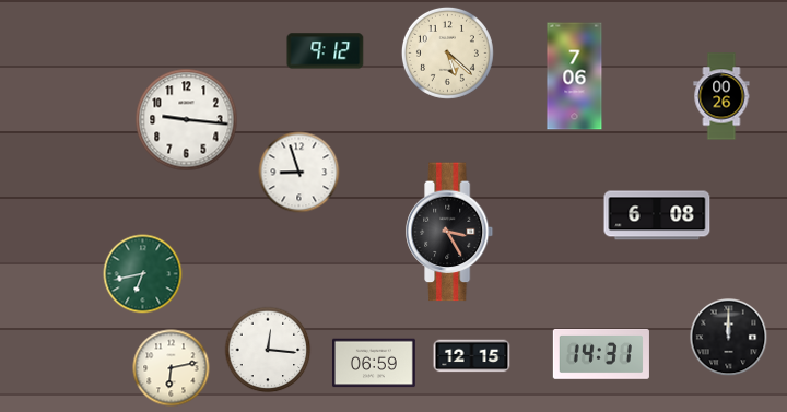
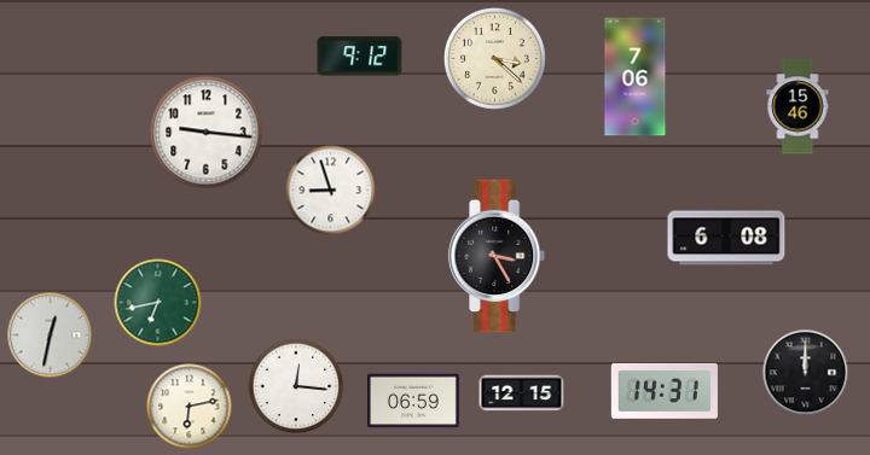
clock at (447, 52): 5:22 -> 3:22
clock at (575, 76) position: (575, 76) -> (636, 77)
clock at (721, 96): 00:26 -> 15:46
clock at (51, 336): none -> 12:32
